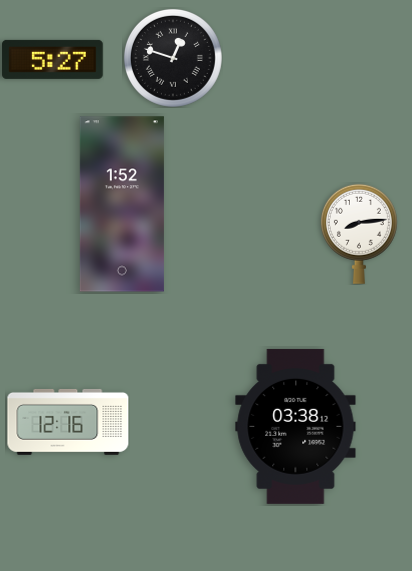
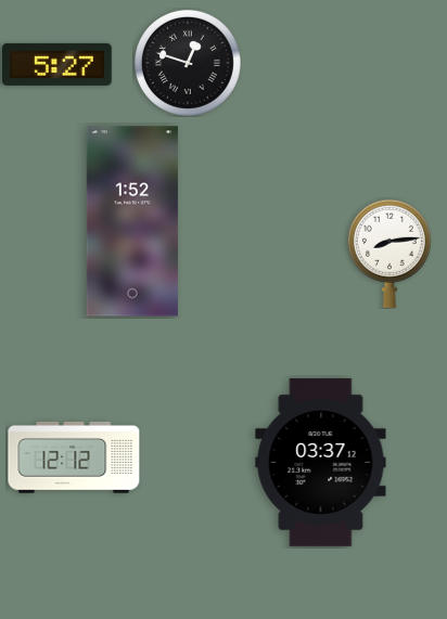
clock at (68, 422): 12:16 -> 12:12
clock at (296, 426): 03:38 -> 03:37
